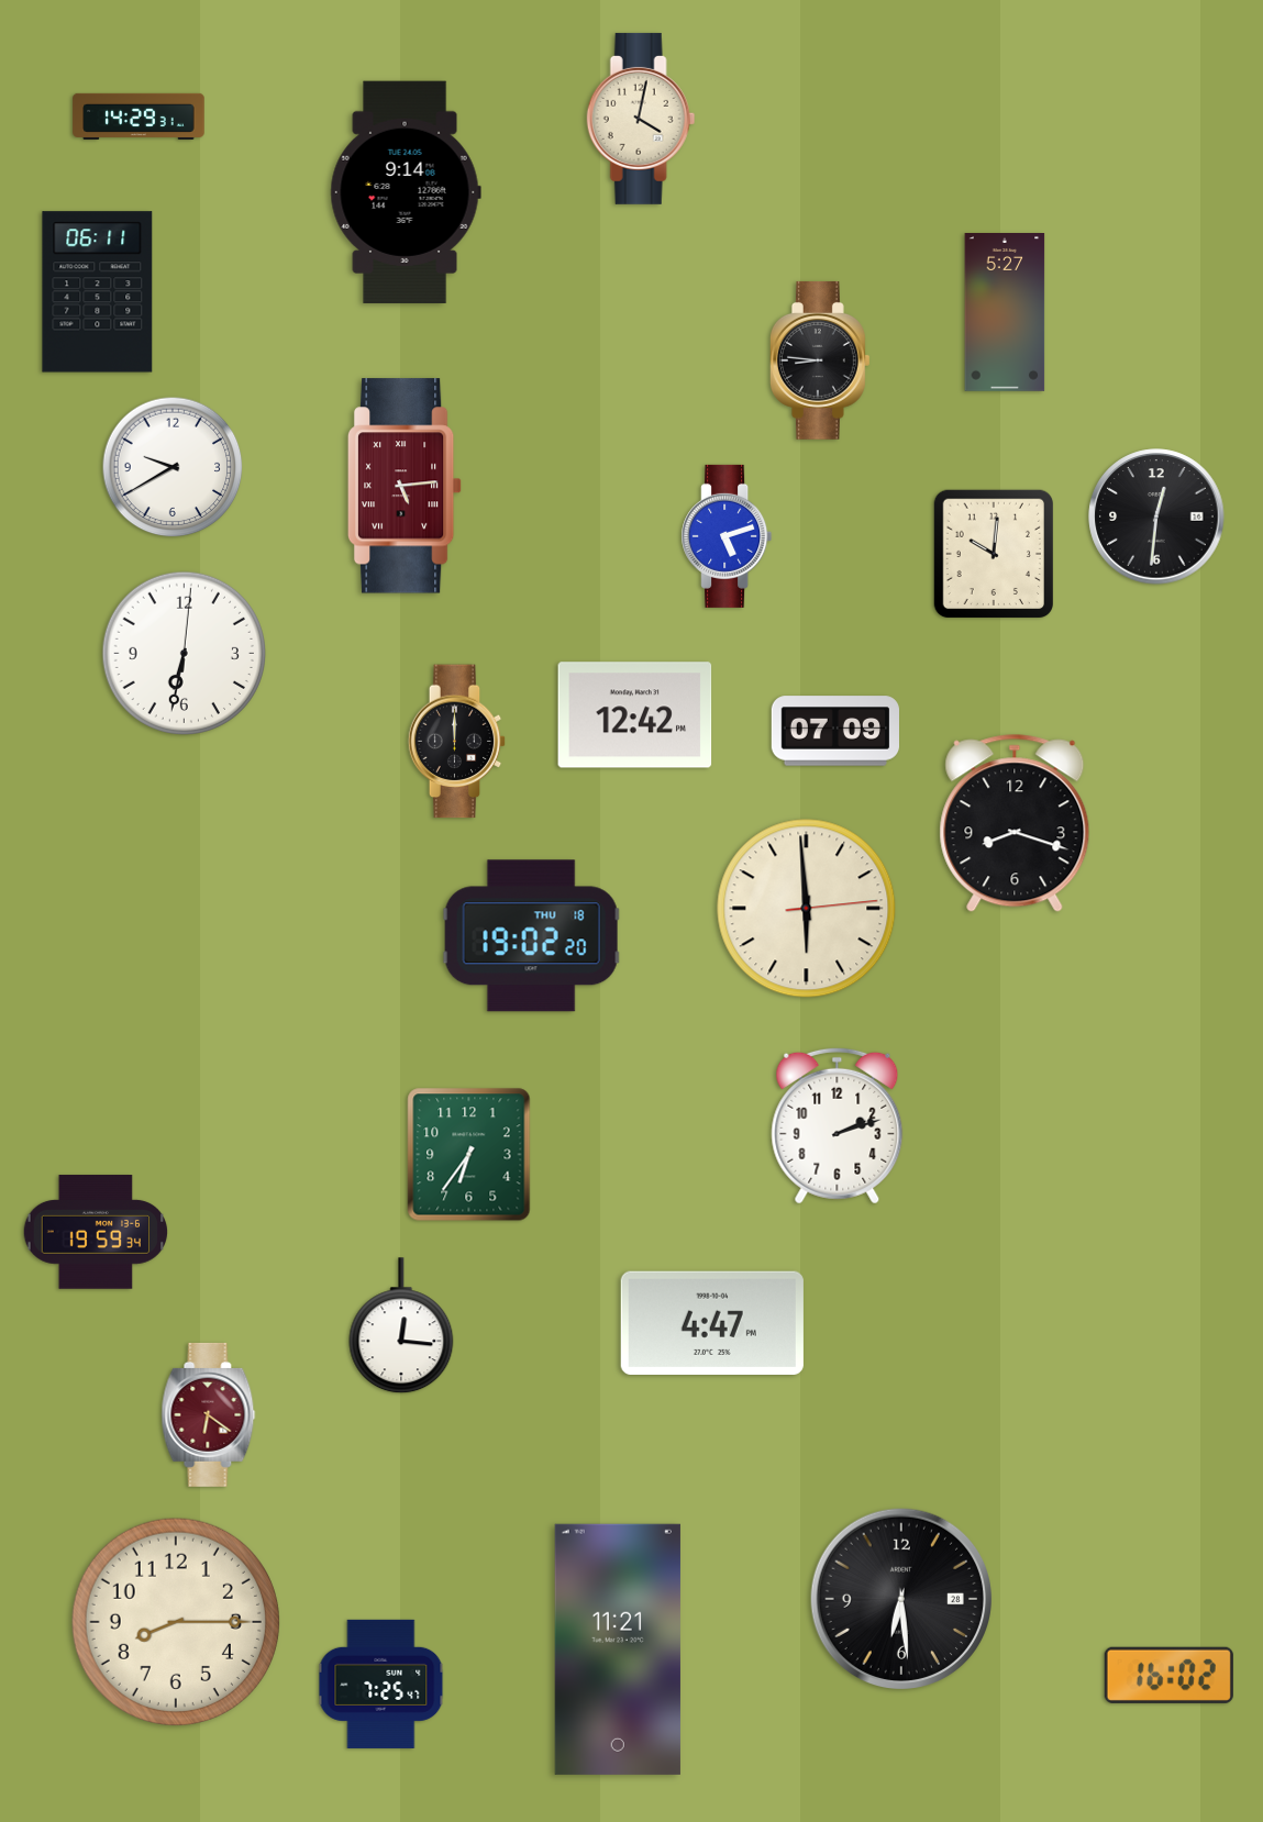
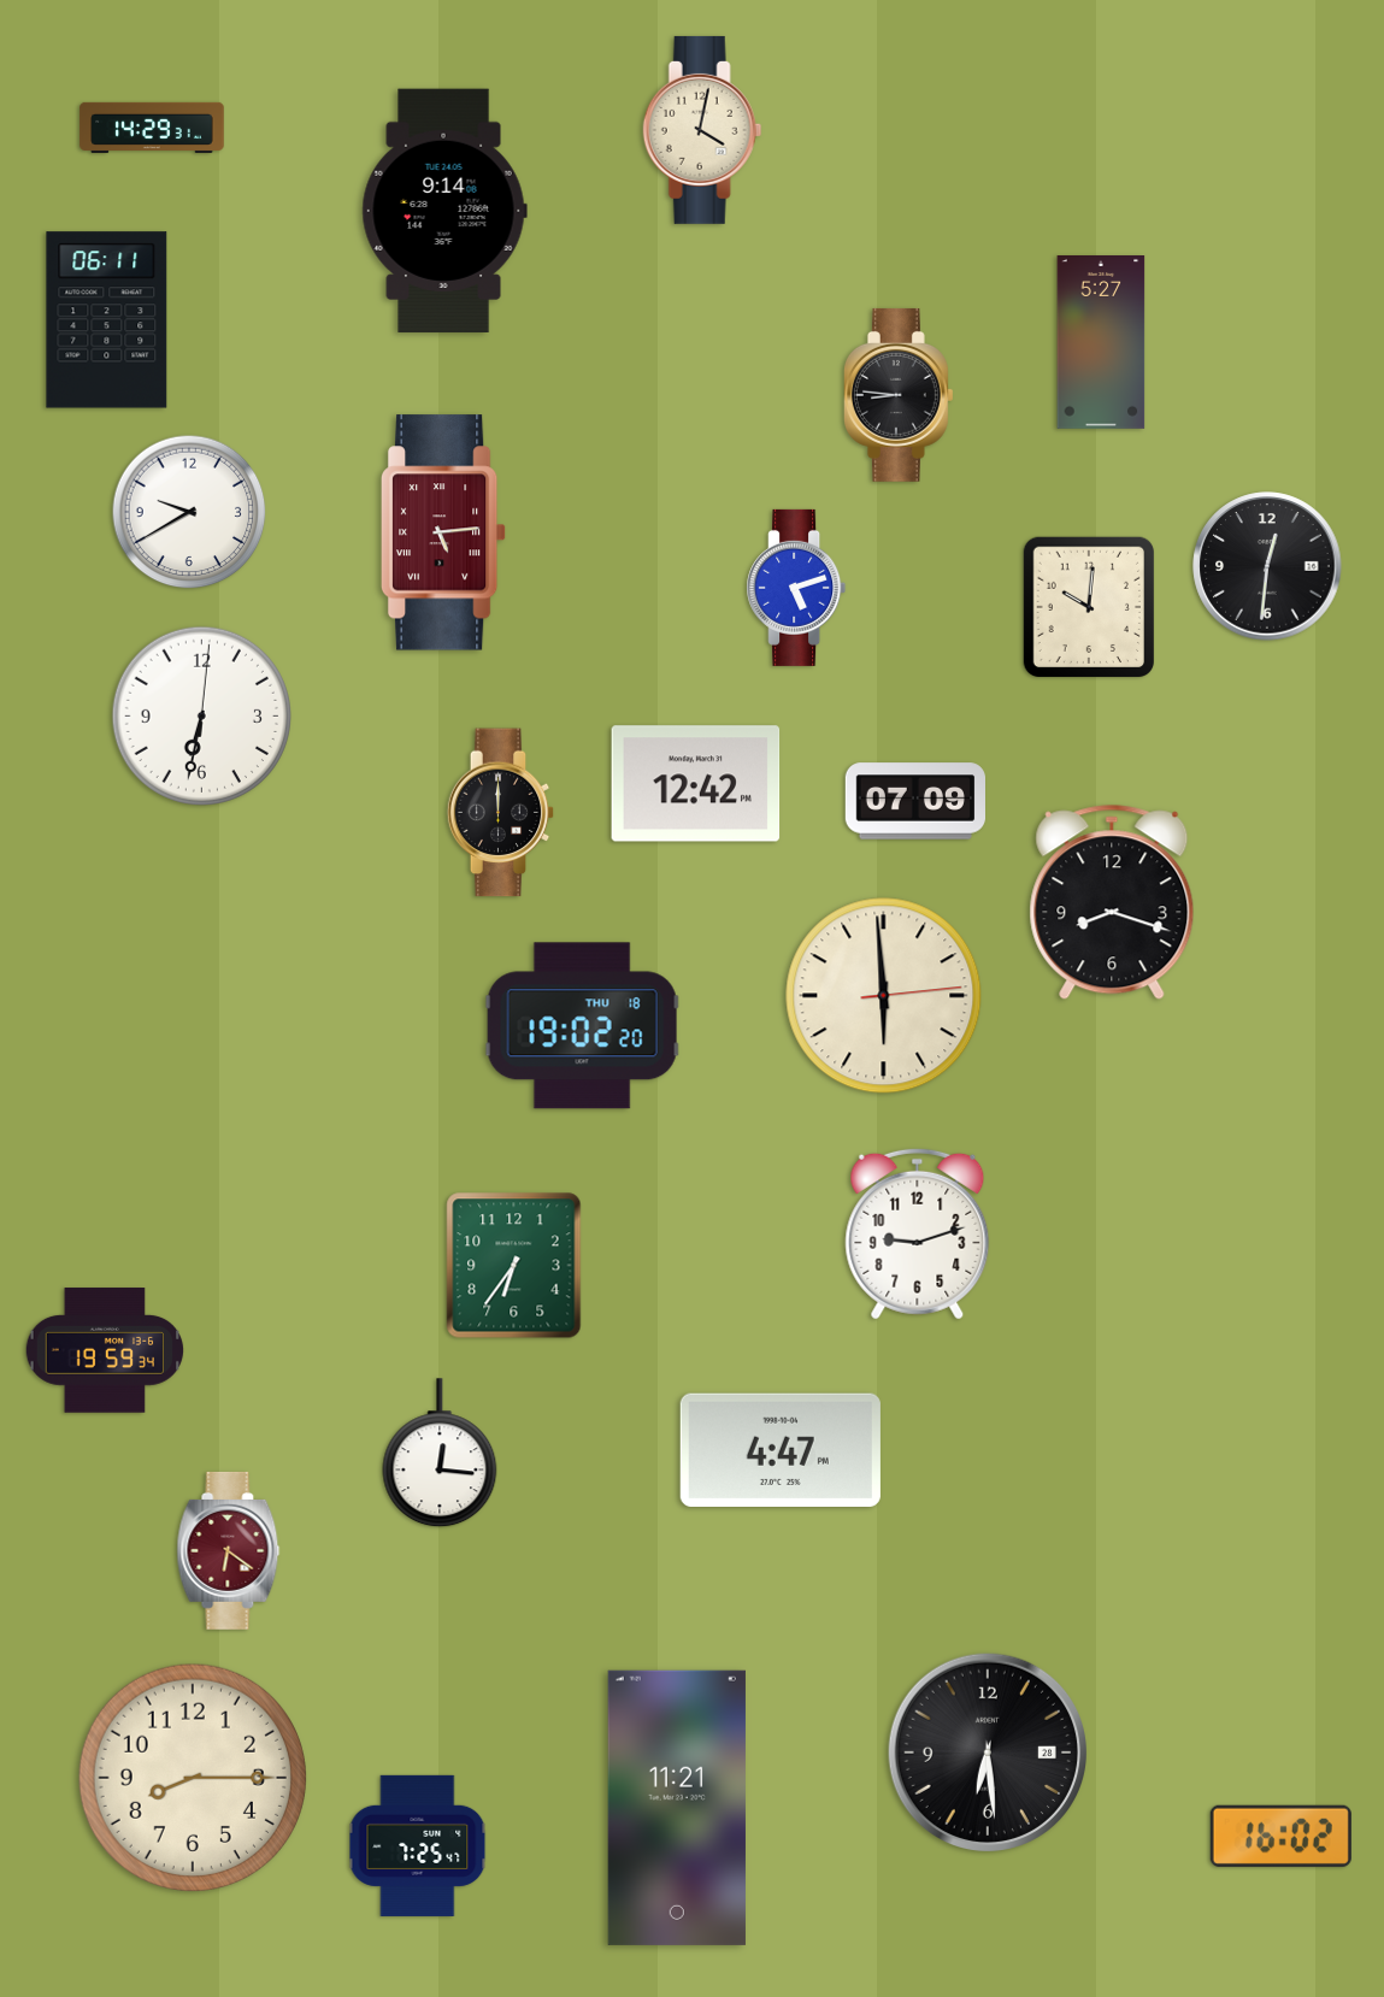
clock at (838, 1125): 2:12 -> 9:12
